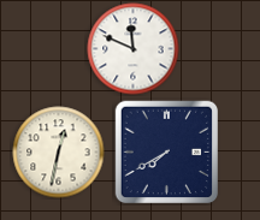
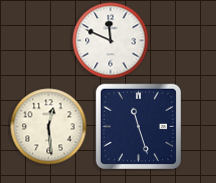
clock at (59, 153): 12:32 -> 12:29
clock at (167, 153): 7:40 -> 11:27
